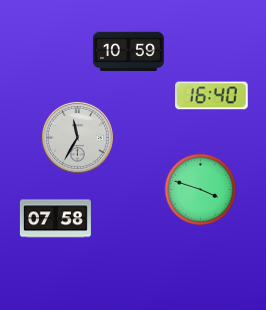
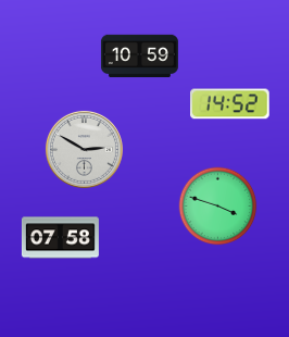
clock at (212, 96): 16:40 -> 14:52
clock at (77, 137): 11:35 -> 2:50
